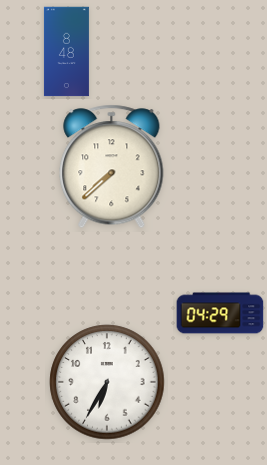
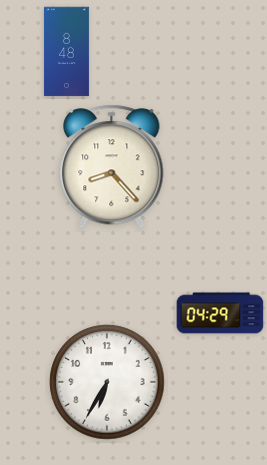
clock at (112, 167): 7:38 -> 8:23
